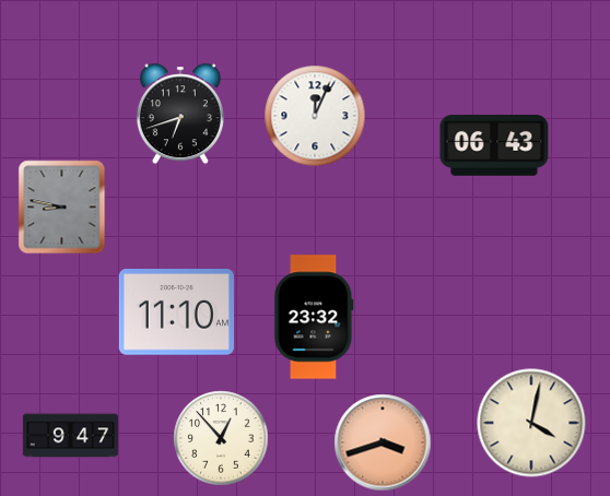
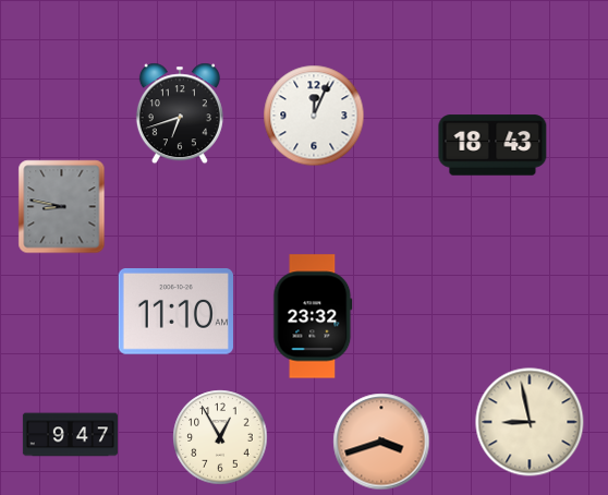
clock at (494, 145): 06:43 -> 18:43
clock at (531, 423): 4:02 -> 8:58
clock at (221, 438): 12:53 -> 12:55
